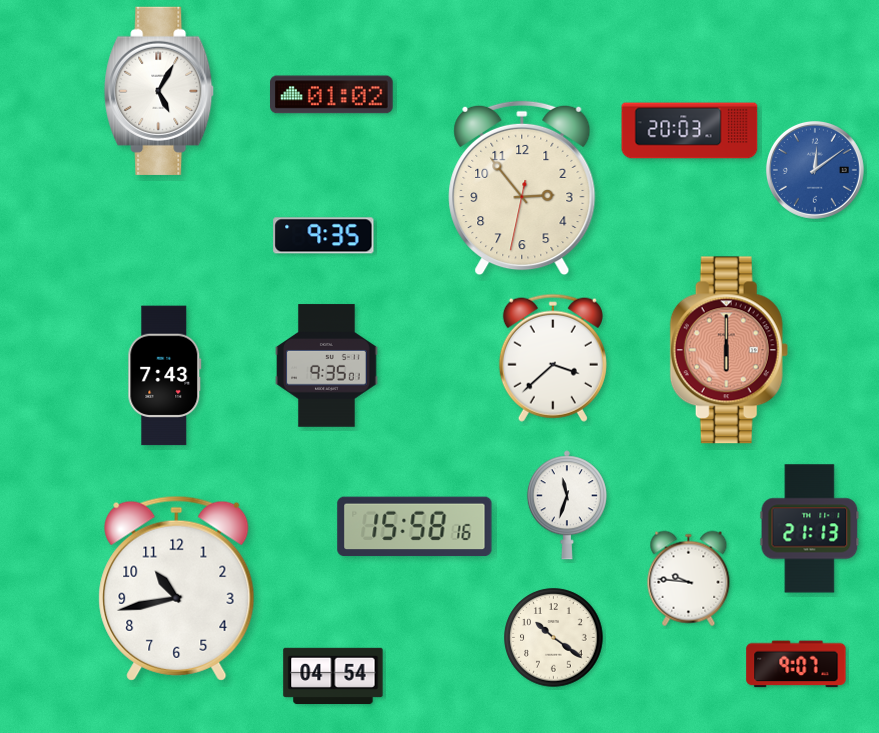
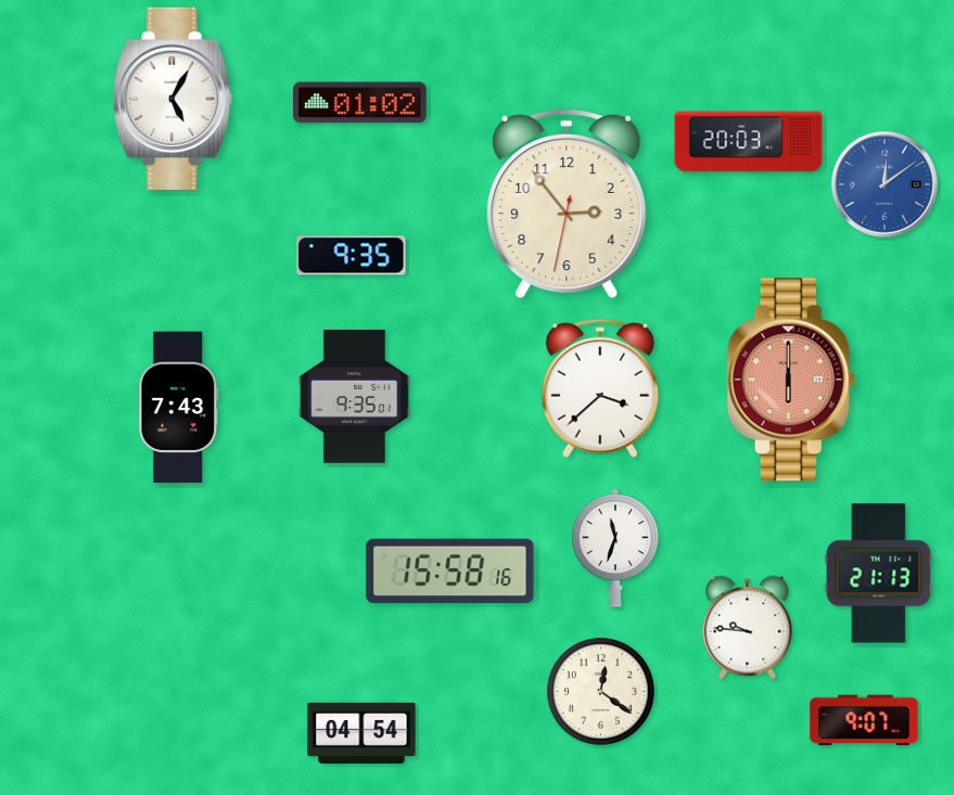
clock at (177, 588): 10:43 -> none
clock at (554, 638): 10:21 -> 12:21
